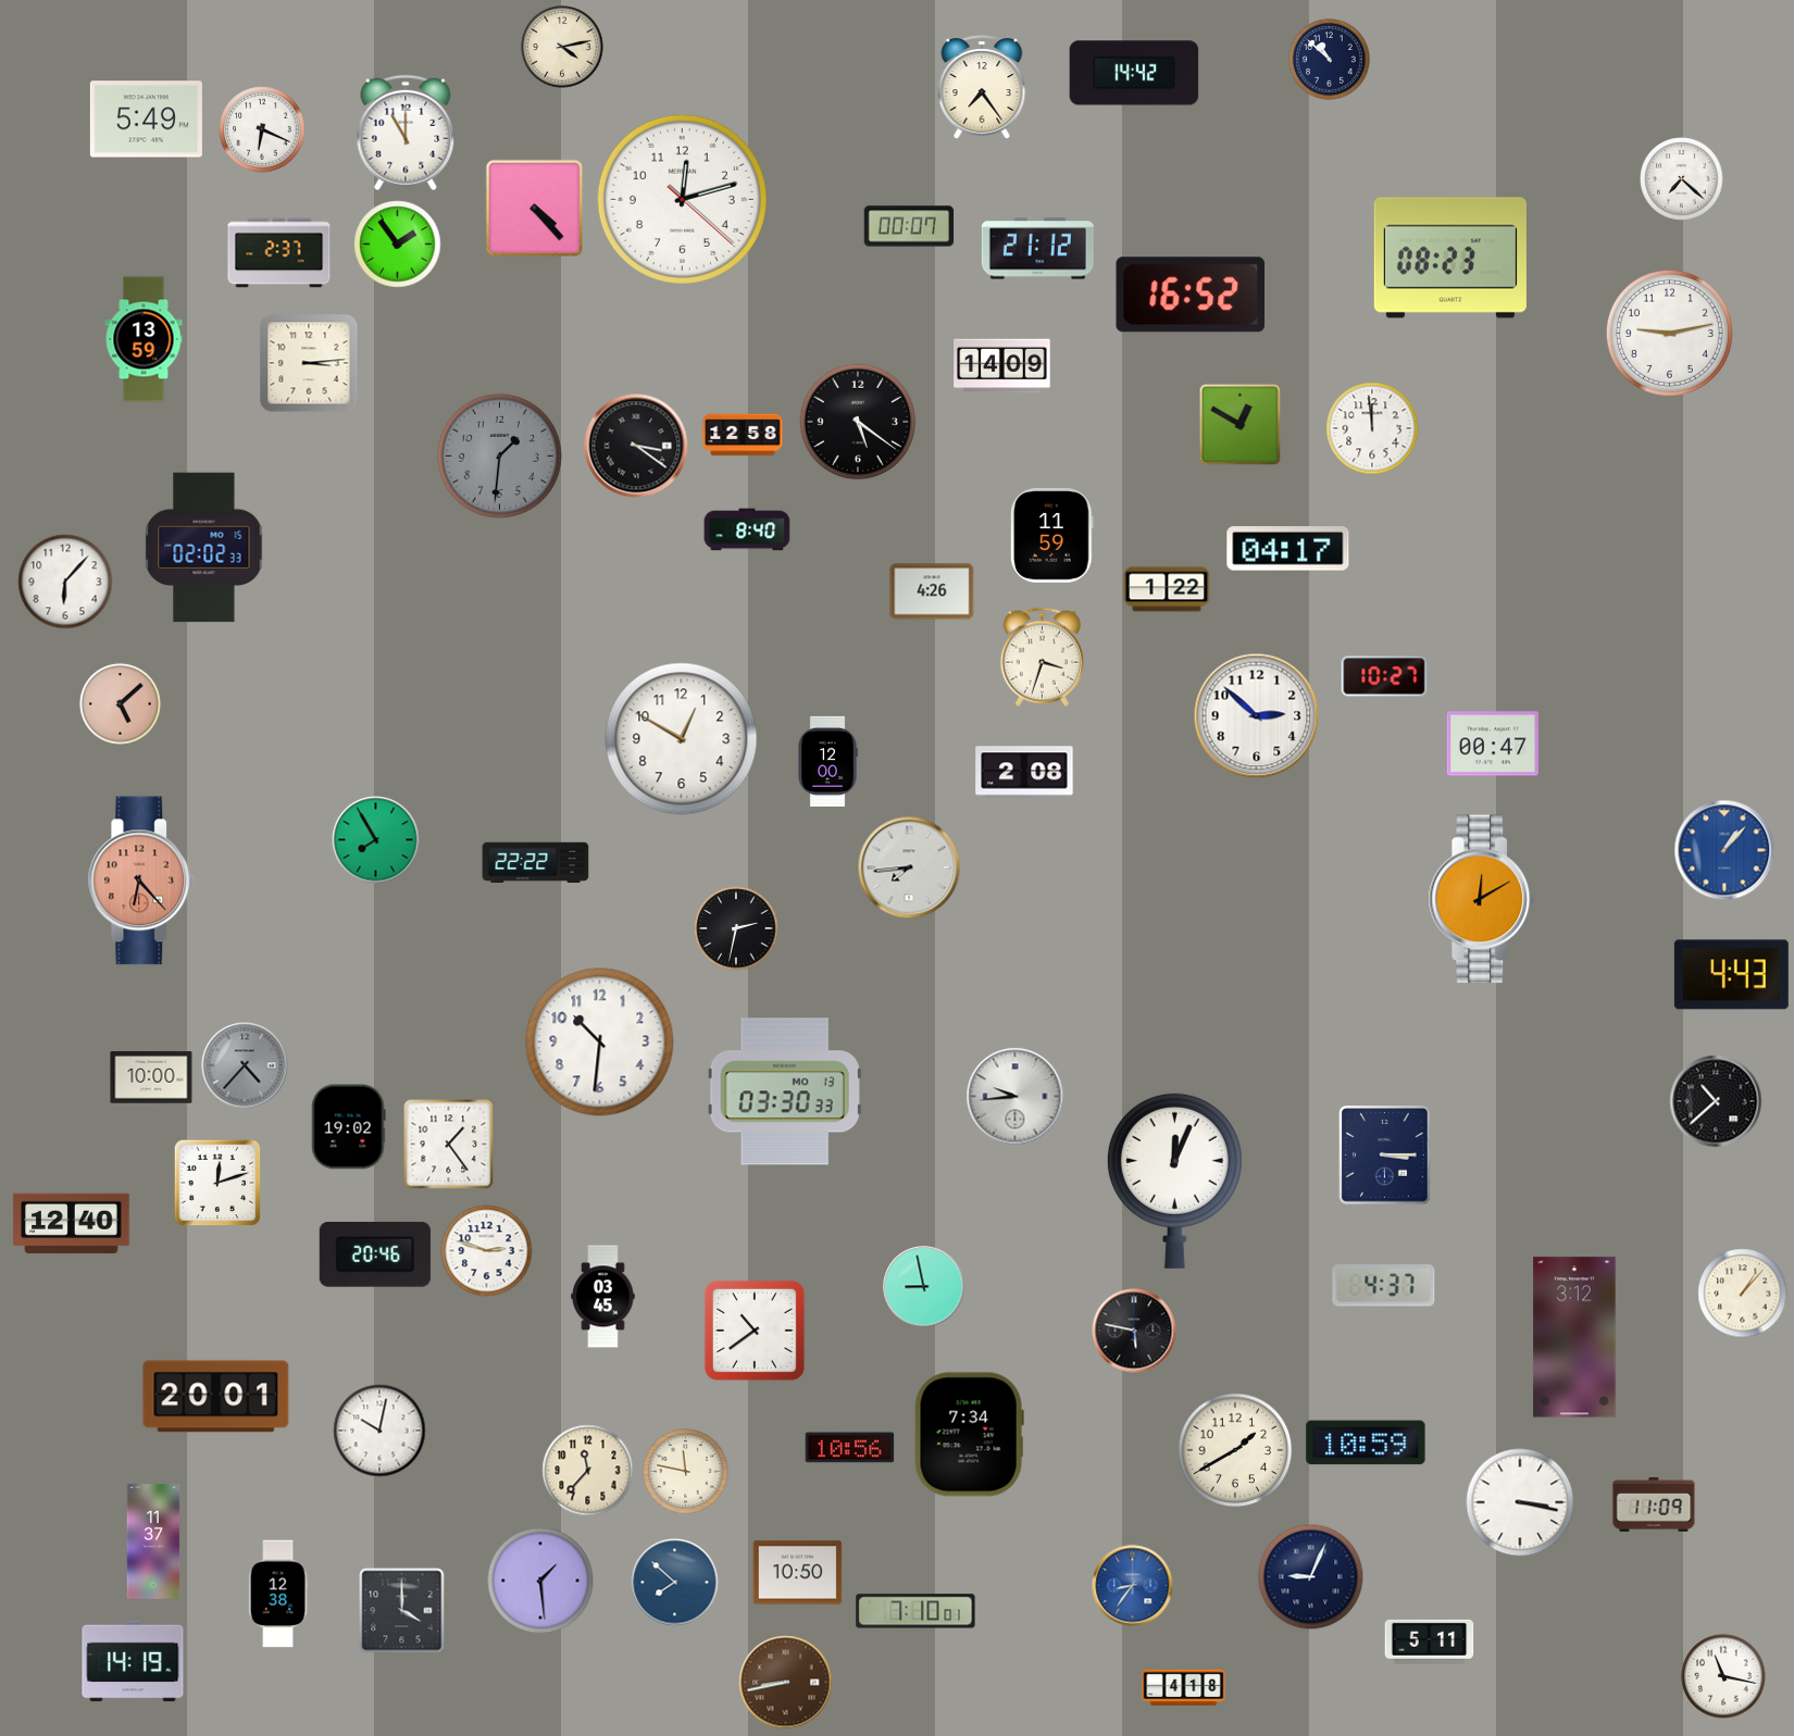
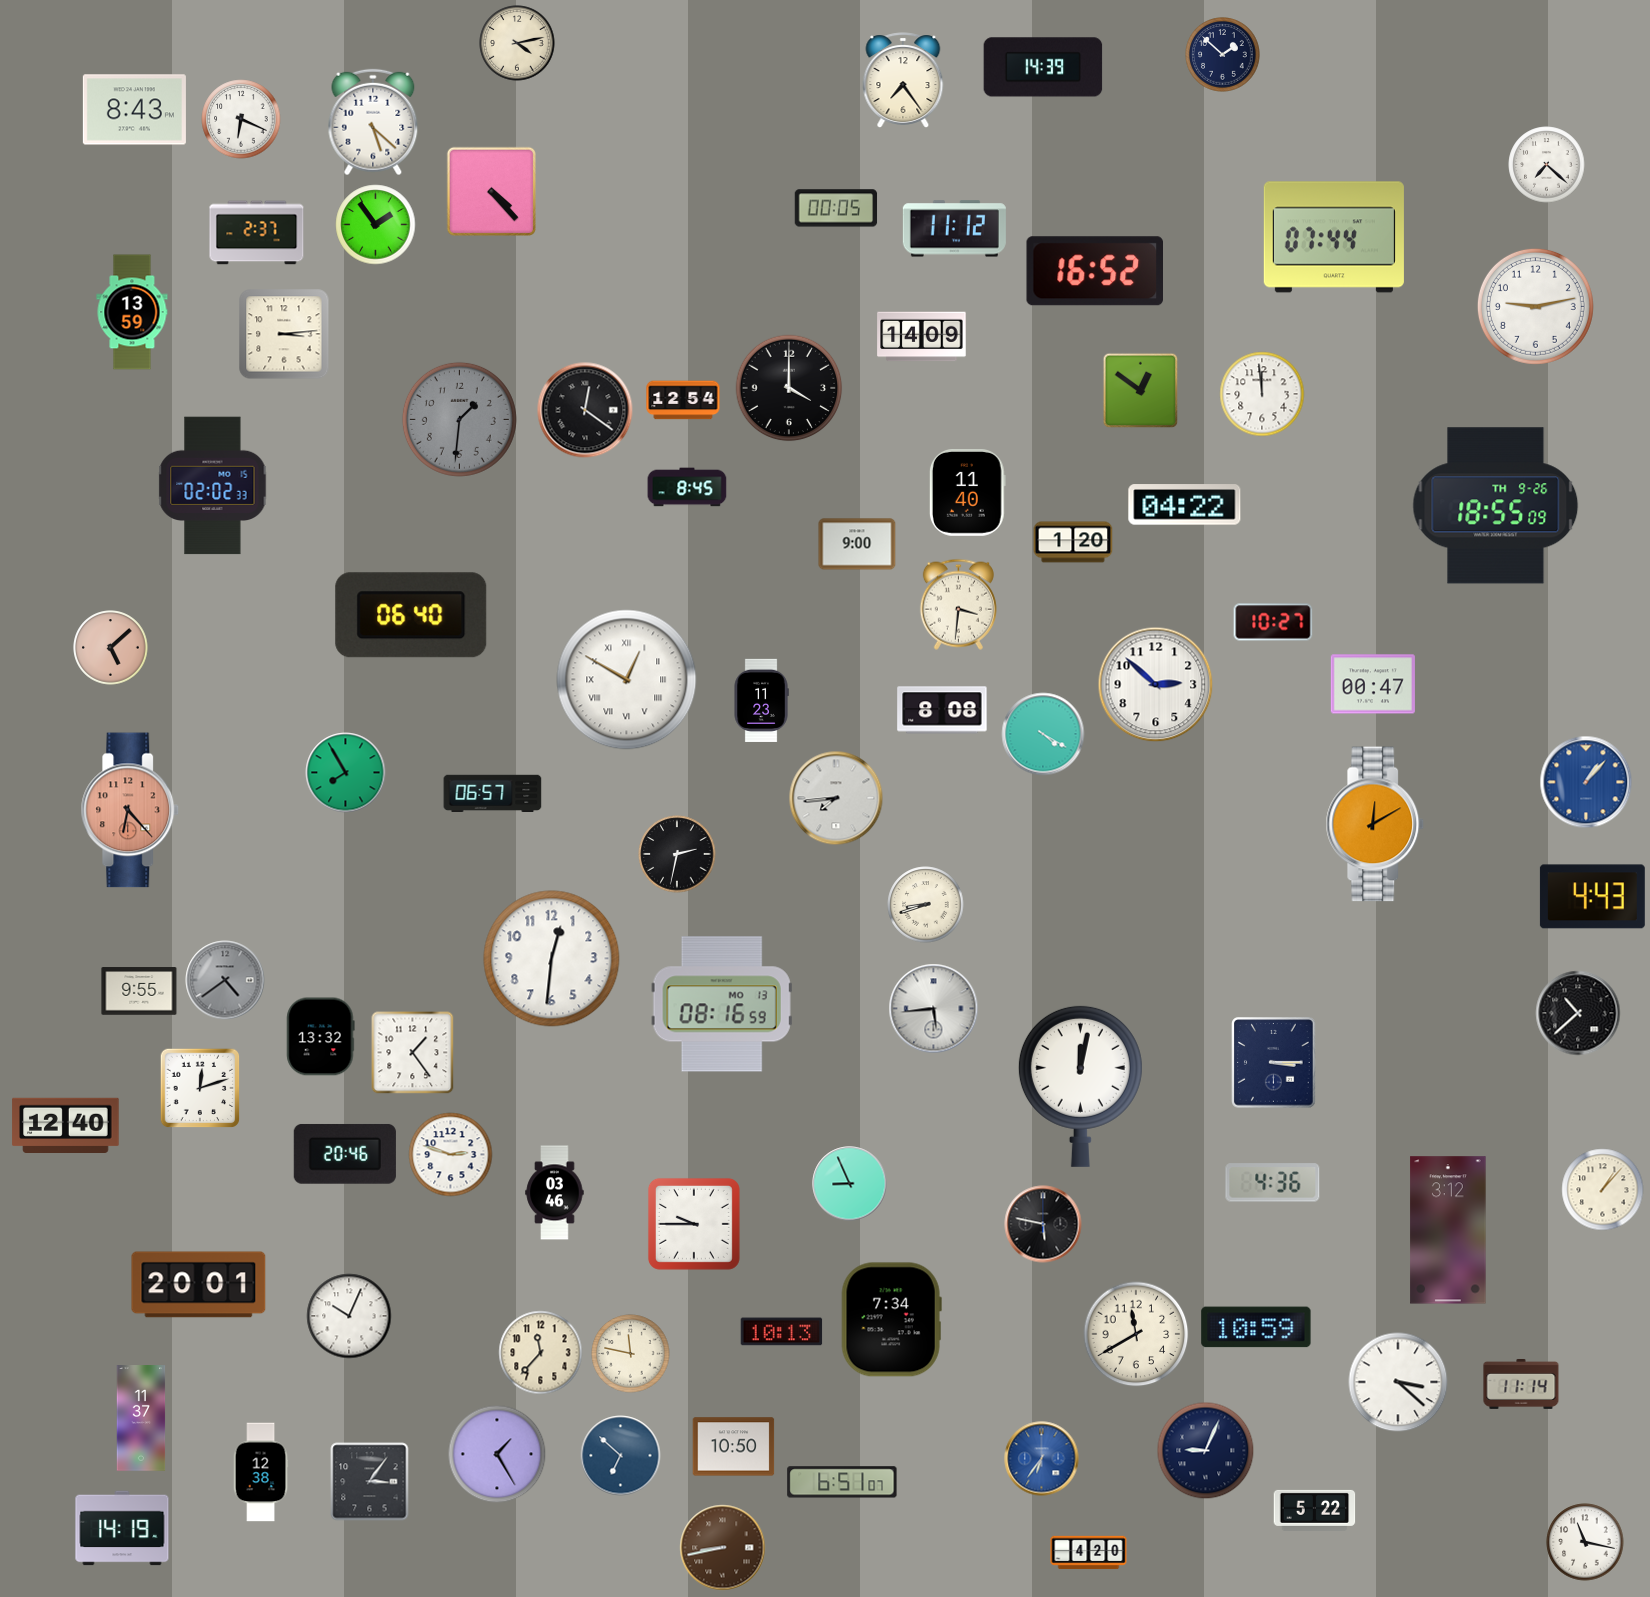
clock at (1330, 60): 10:52 -> 1:52
clock at (1134, 73): 14:42 -> 14:39
clock at (146, 120): 5:49 -> 8:43
clock at (406, 133): 11:00 -> 5:22
clock at (682, 199): 12:12 -> none
clock at (909, 226): 00:07 -> 00:05
clock at (398, 245) position: (398, 245) -> (376, 225)
clock at (1037, 249): 21:12 -> 11:12
clock at (1450, 258): 08:23 -> 07:44
clock at (858, 422): 5:21 -> 4:00
clock at (1241, 425): 12:50 -> 12:51
clock at (743, 435): 12:58 -> 12:54
clock at (636, 446): 3:21 -> 12:21
clock at (747, 529): 8:40 -> 8:45
clock at (1051, 536): 11:59 -> 11:40
clock at (204, 548) position: (204, 548) -> (213, 486)
clock at (1288, 549): 04:17 -> 04:22
clock at (1496, 506): none -> 18:55
clock at (65, 582): 6:07 -> none
clock at (1167, 589): 1:22 -> 1:20
clock at (932, 591): 4:26 -> 9:00
clock at (1042, 657): 3:33 -> 3:31
clock at (411, 615): none -> 06:40
clock at (1257, 716) position: (1257, 716) -> (1156, 685)
clock at (682, 739) numerals: Arabic -> Roman
clock at (827, 761): 12:00 -> 11:23
clock at (1024, 772): 2:08 -> 8:08
clock at (1043, 734): none -> 4:20
clock at (536, 863): 22:22 -> 06:57
clock at (1482, 899) position: (1482, 899) -> (1375, 824)
clock at (926, 905): none -> 8:42
clock at (600, 1042): 10:31 -> 12:31
clock at (245, 1065): 4:37 -> 4:39
clock at (151, 1077): 10:00 -> 9:55
clock at (785, 1091): 03:30 -> 08:16
clock at (1016, 1097): 9:44 -> 5:44
clock at (349, 1127): 19:02 -> 13:32
clock at (1174, 1181): 12:04 -> 12:02
clock at (487, 1251) position: (487, 1251) -> (451, 1155)
clock at (1384, 1286): 4:37 -> 4:36
clock at (924, 1287): 8:58 -> 8:56
clock at (603, 1297): 03:45 -> 03:46
clock at (755, 1331): 10:39 -> 9:45
clock at (379, 1431): 10:02 -> 10:04
clock at (850, 1448): 10:56 -> 10:13
clock at (1235, 1450): 1:40 -> 11:40
clock at (1520, 1502): 3:17 -> 3:22
clock at (1654, 1504): 11:09 -> 11:14
clock at (540, 1581): 1:29 -> 1:25
clock at (675, 1583): 7:52 -> 6:52
clock at (1133, 1586): 8:36 -> 6:36
clock at (278, 1594) position: (278, 1594) -> (261, 1472)
clock at (402, 1611): 4:00 -> 3:06
clock at (915, 1611): 7:10 -> 6:51
clock at (1430, 1641): 5:11 -> 5:22
clock at (1184, 1688): 4:18 -> 4:20
